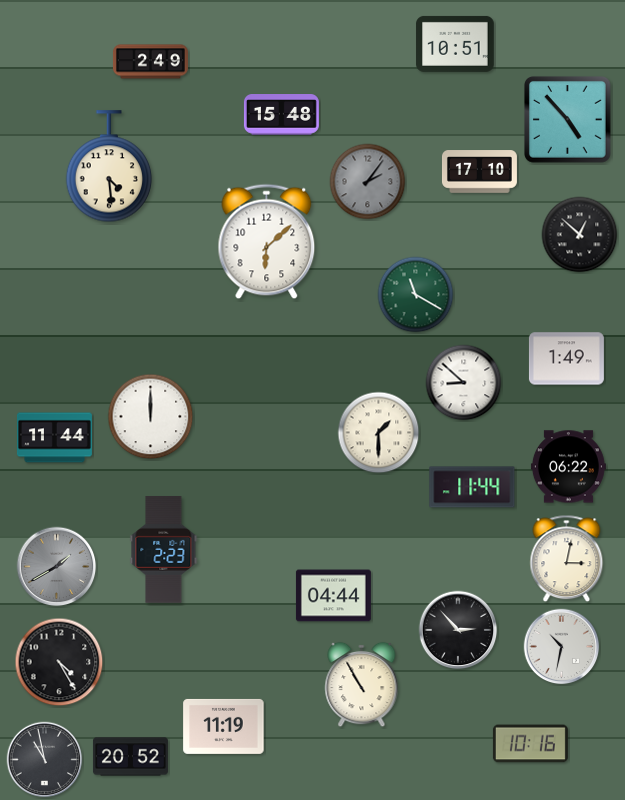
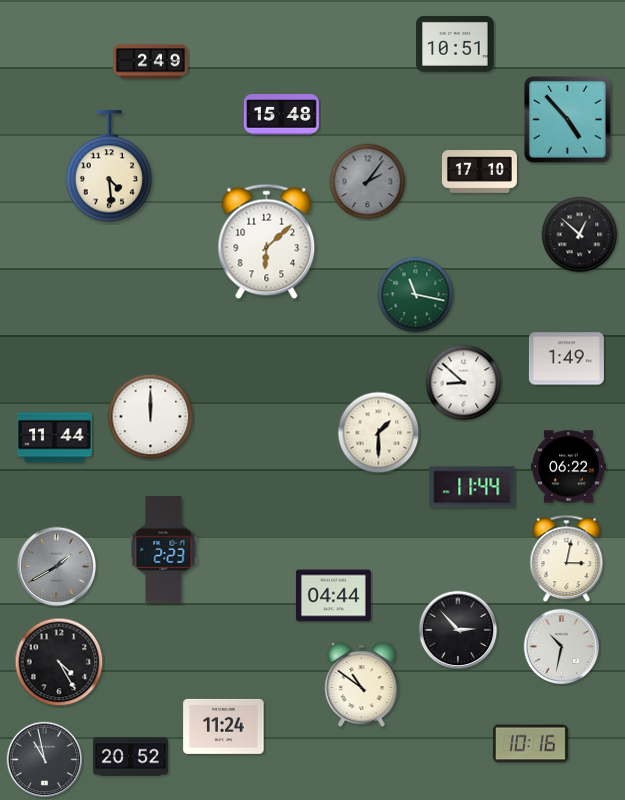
clock at (416, 295): 11:20 -> 11:17
clock at (362, 685): 10:55 -> 10:51
clock at (224, 726): 11:19 -> 11:24
